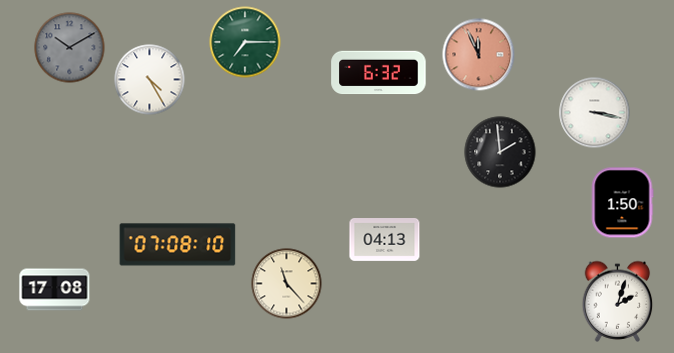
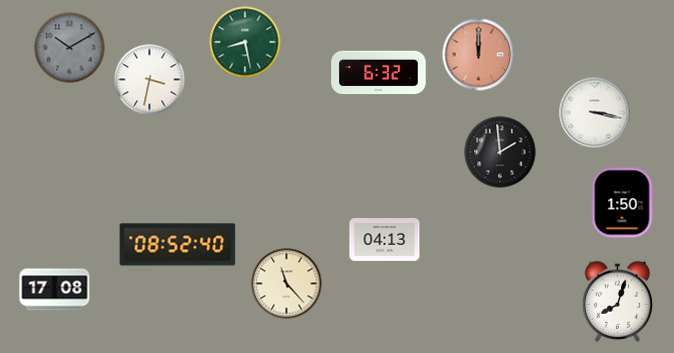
clock at (245, 42): 7:15 -> 8:28
clock at (479, 55): 11:56 -> 12:00
clock at (150, 80): 4:25 -> 3:32
clock at (178, 245): 07:08 -> 08:52
clock at (618, 301): 2:03 -> 8:03
